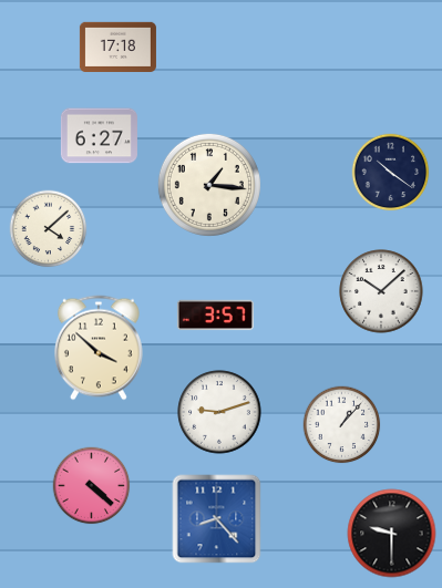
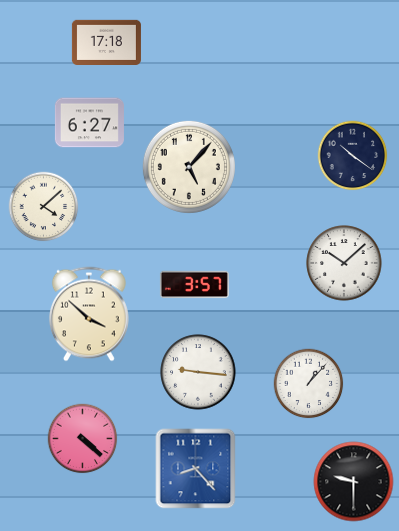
clock at (209, 185): 1:16 -> 5:07
clock at (219, 412): 9:12 -> 9:16
